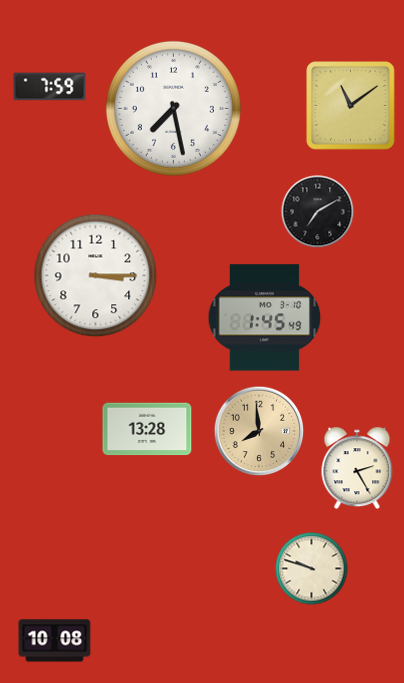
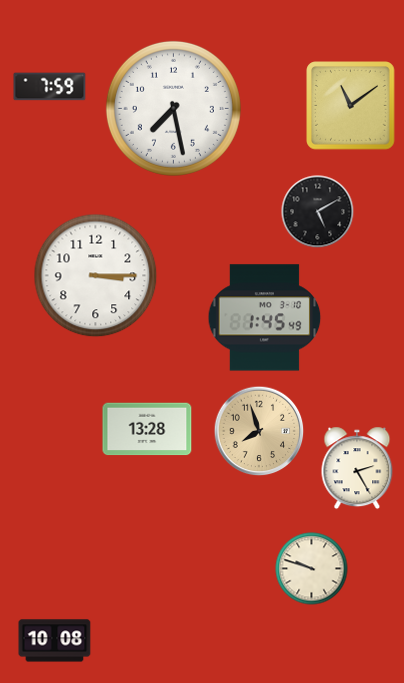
clock at (318, 212): 7:10 -> 5:10
clock at (259, 431): 7:59 -> 7:57
